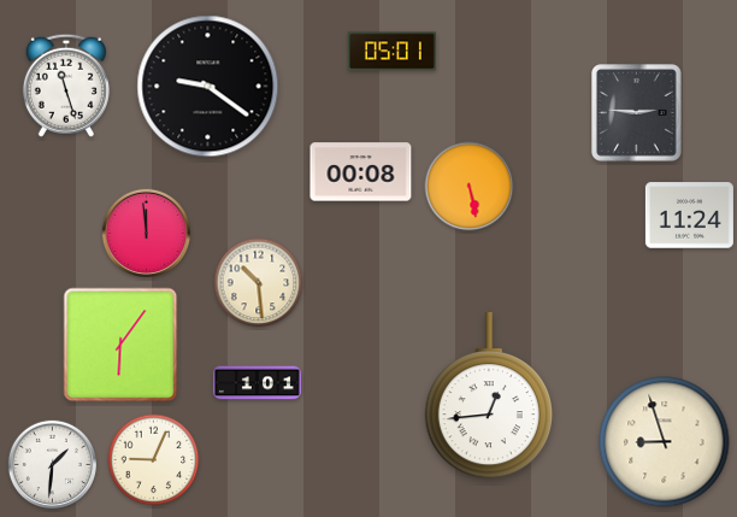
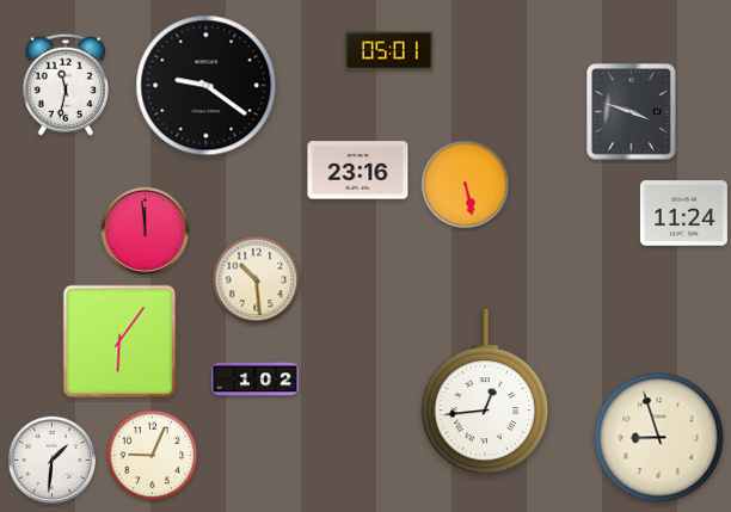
clock at (66, 86): 11:27 -> 11:32
clock at (637, 113): 2:46 -> 3:48
clock at (361, 172): 00:08 -> 23:16
clock at (257, 383): 1:01 -> 1:02
